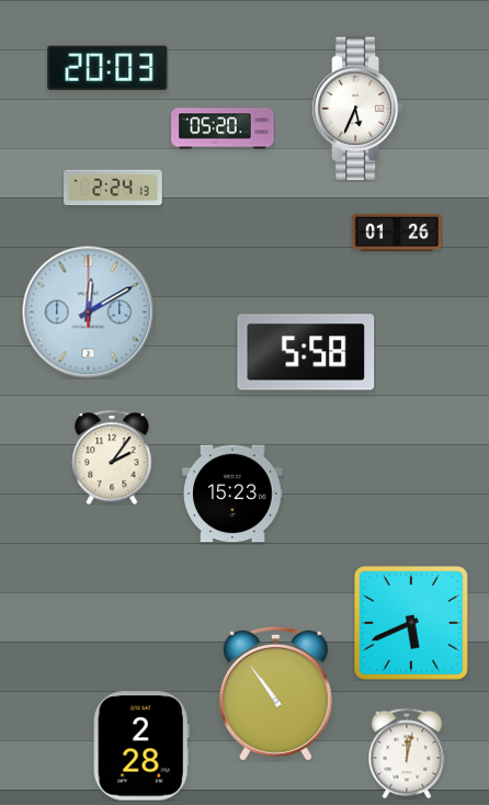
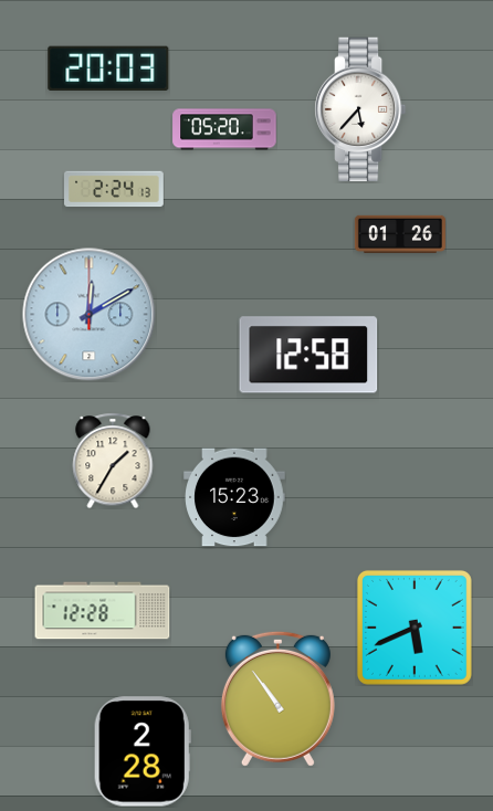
clock at (357, 109): 5:34 -> 5:37
clock at (306, 352): 5:58 -> 12:58
clock at (112, 457): 2:06 -> 1:35
clock at (103, 611): none -> 12:28
clock at (407, 753): 12:02 -> none
